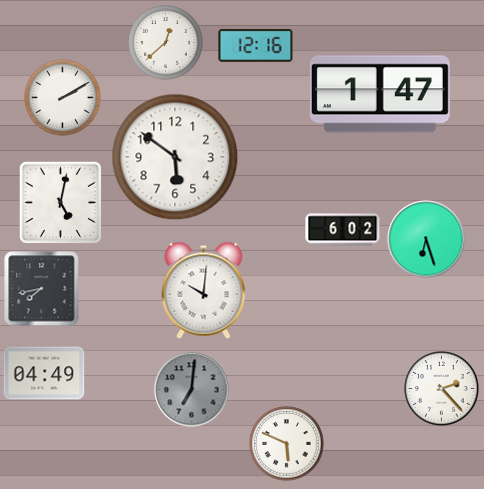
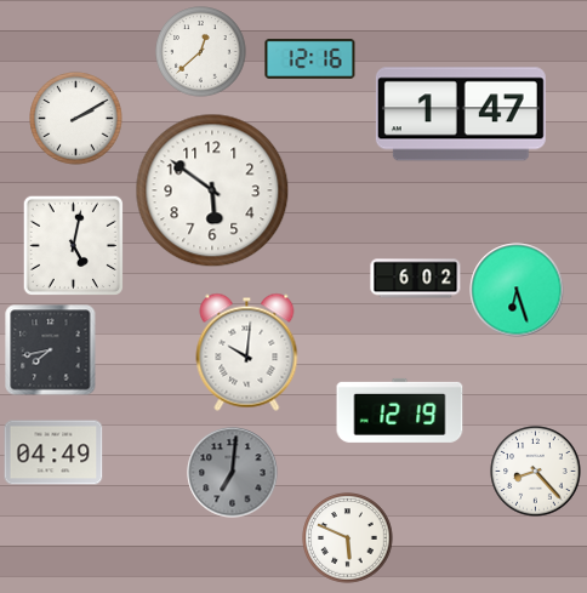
clock at (256, 46) position: (256, 46) -> (310, 59)
clock at (400, 410): none -> 12:19
clock at (442, 389): 2:23 -> 8:23
